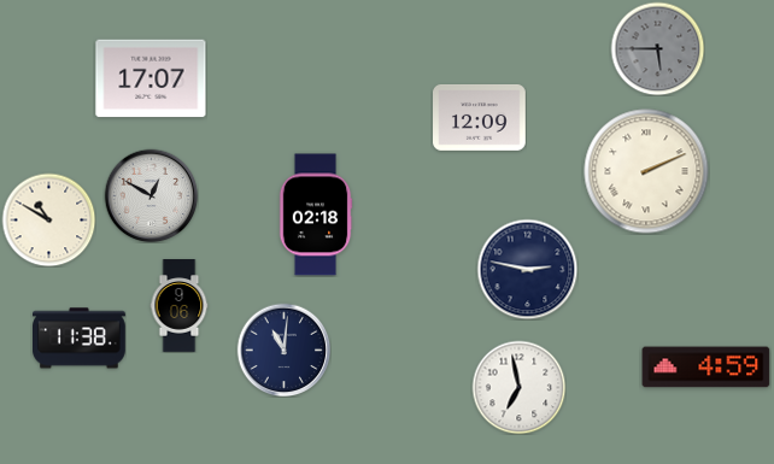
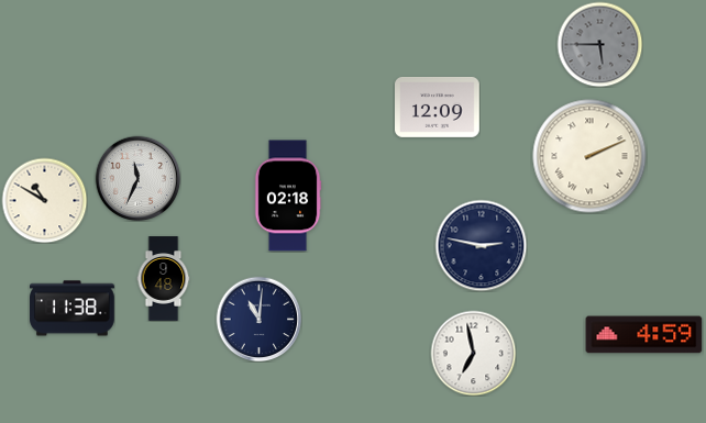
clock at (151, 78): 17:07 -> none
clock at (151, 195): 12:50 -> 11:34
clock at (180, 306): 9:06 -> 9:48
